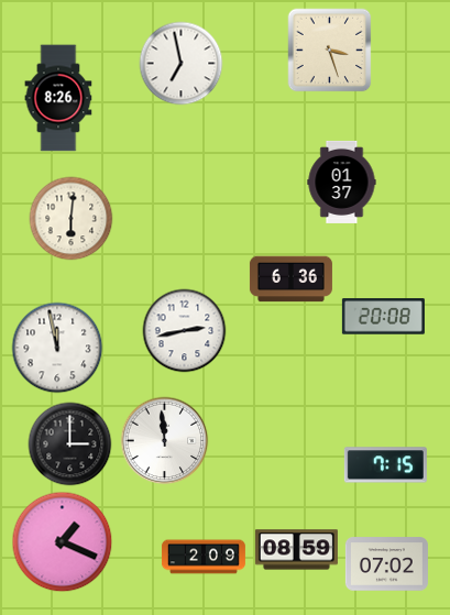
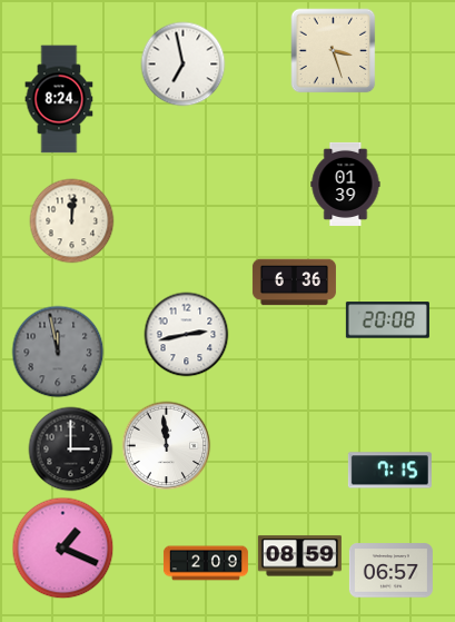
clock at (58, 98): 8:26 -> 8:24
clock at (342, 182): 01:37 -> 01:39
clock at (72, 219): 6:01 -> 12:01
clock at (57, 348) dial: white -> grey
clock at (386, 564): 07:02 -> 06:57
